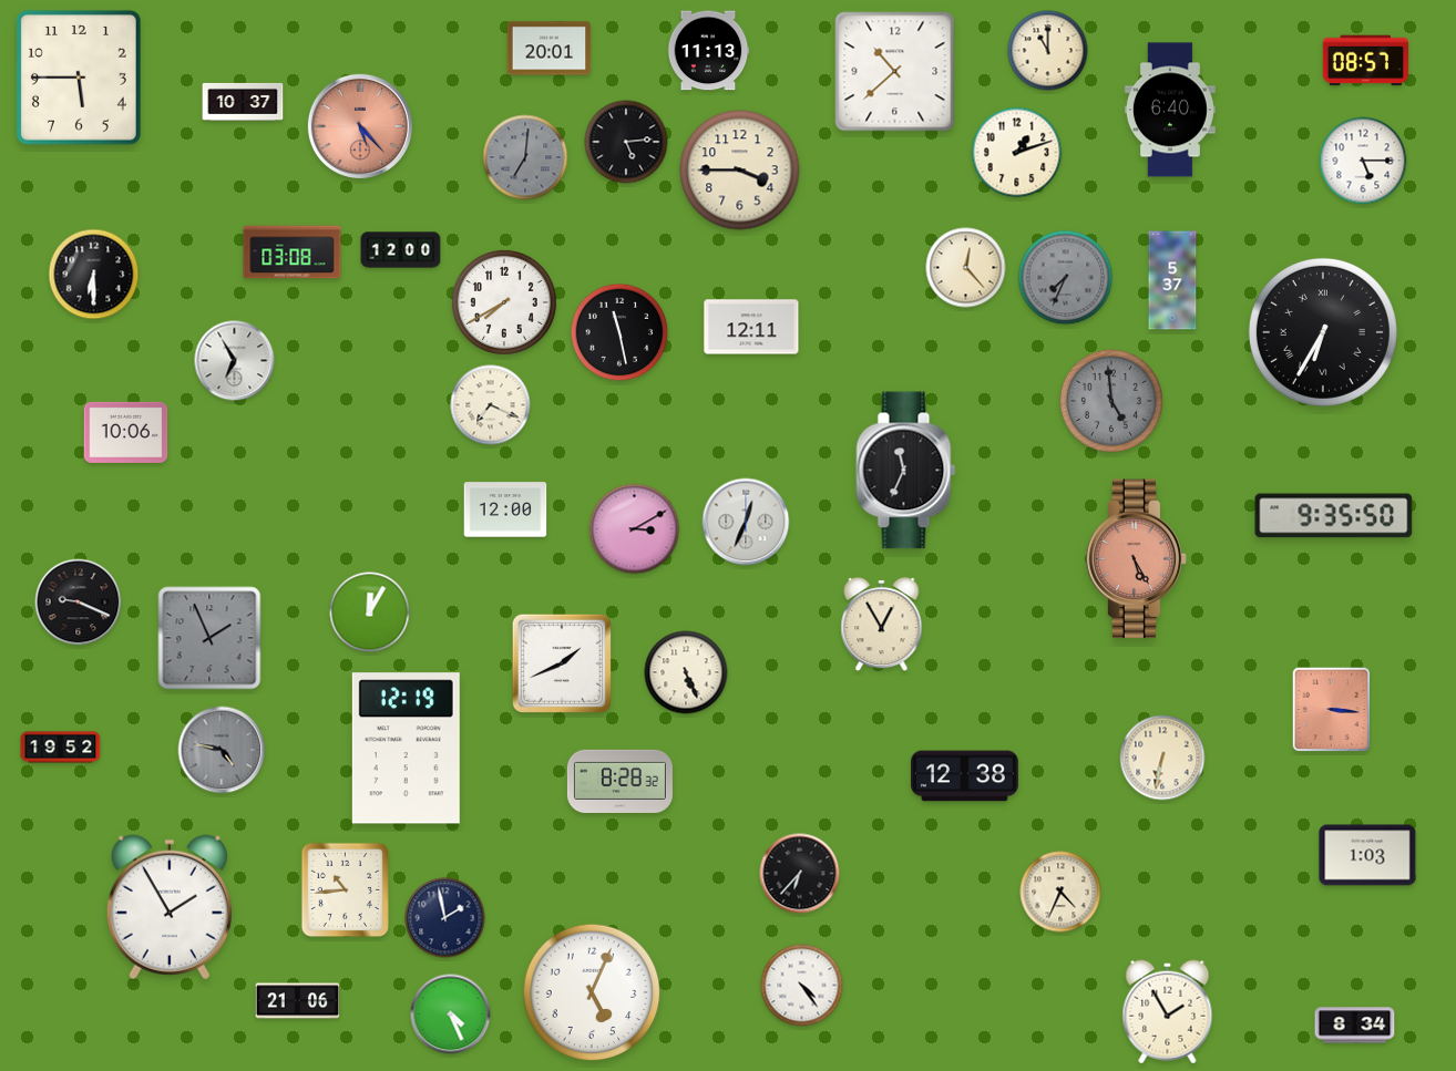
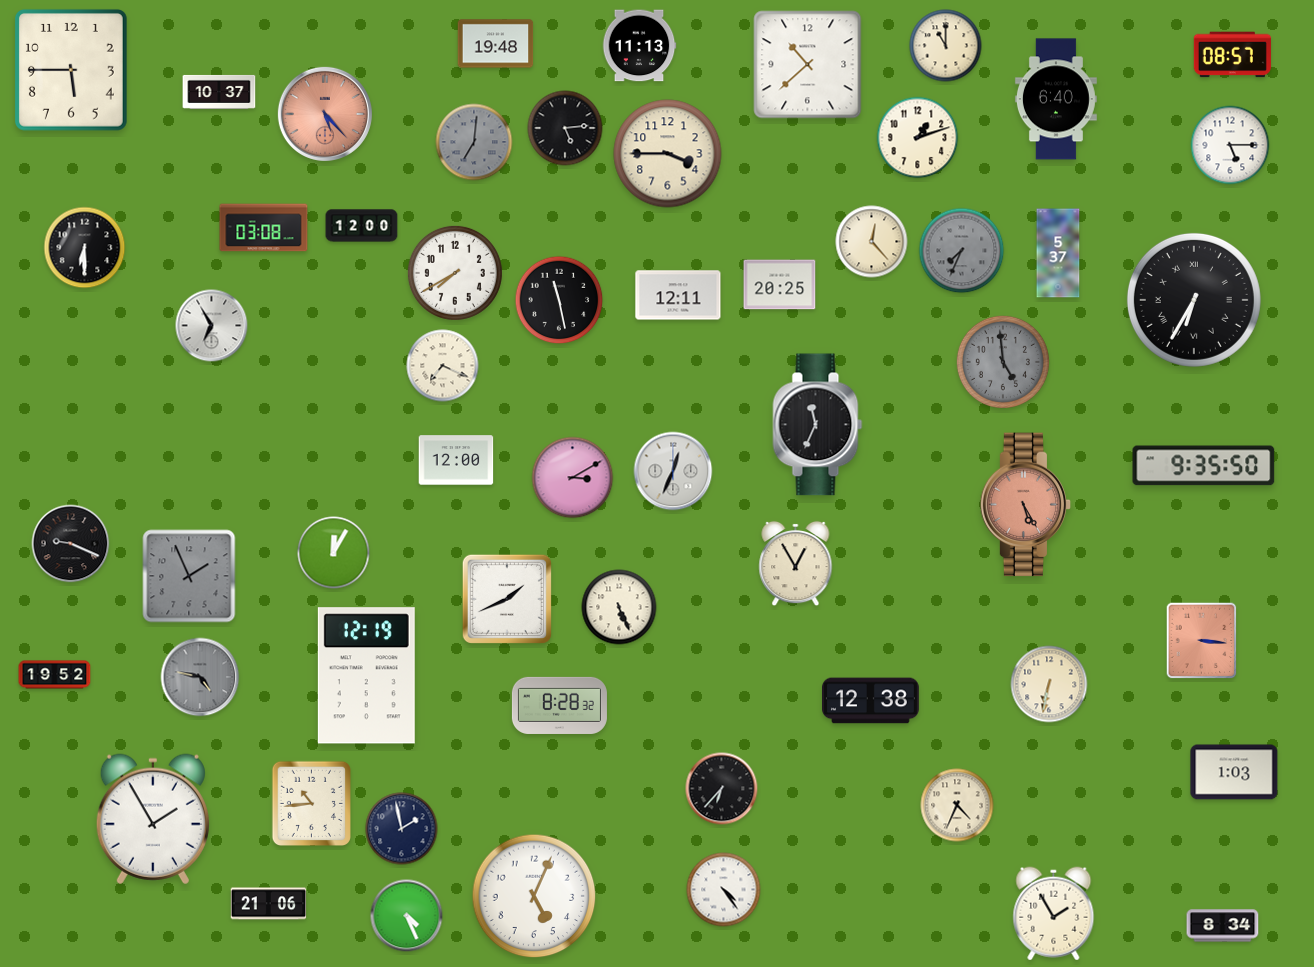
clock at (550, 49): 20:01 -> 19:48
clock at (780, 285): none -> 20:25
clock at (126, 432): 10:06 -> none
